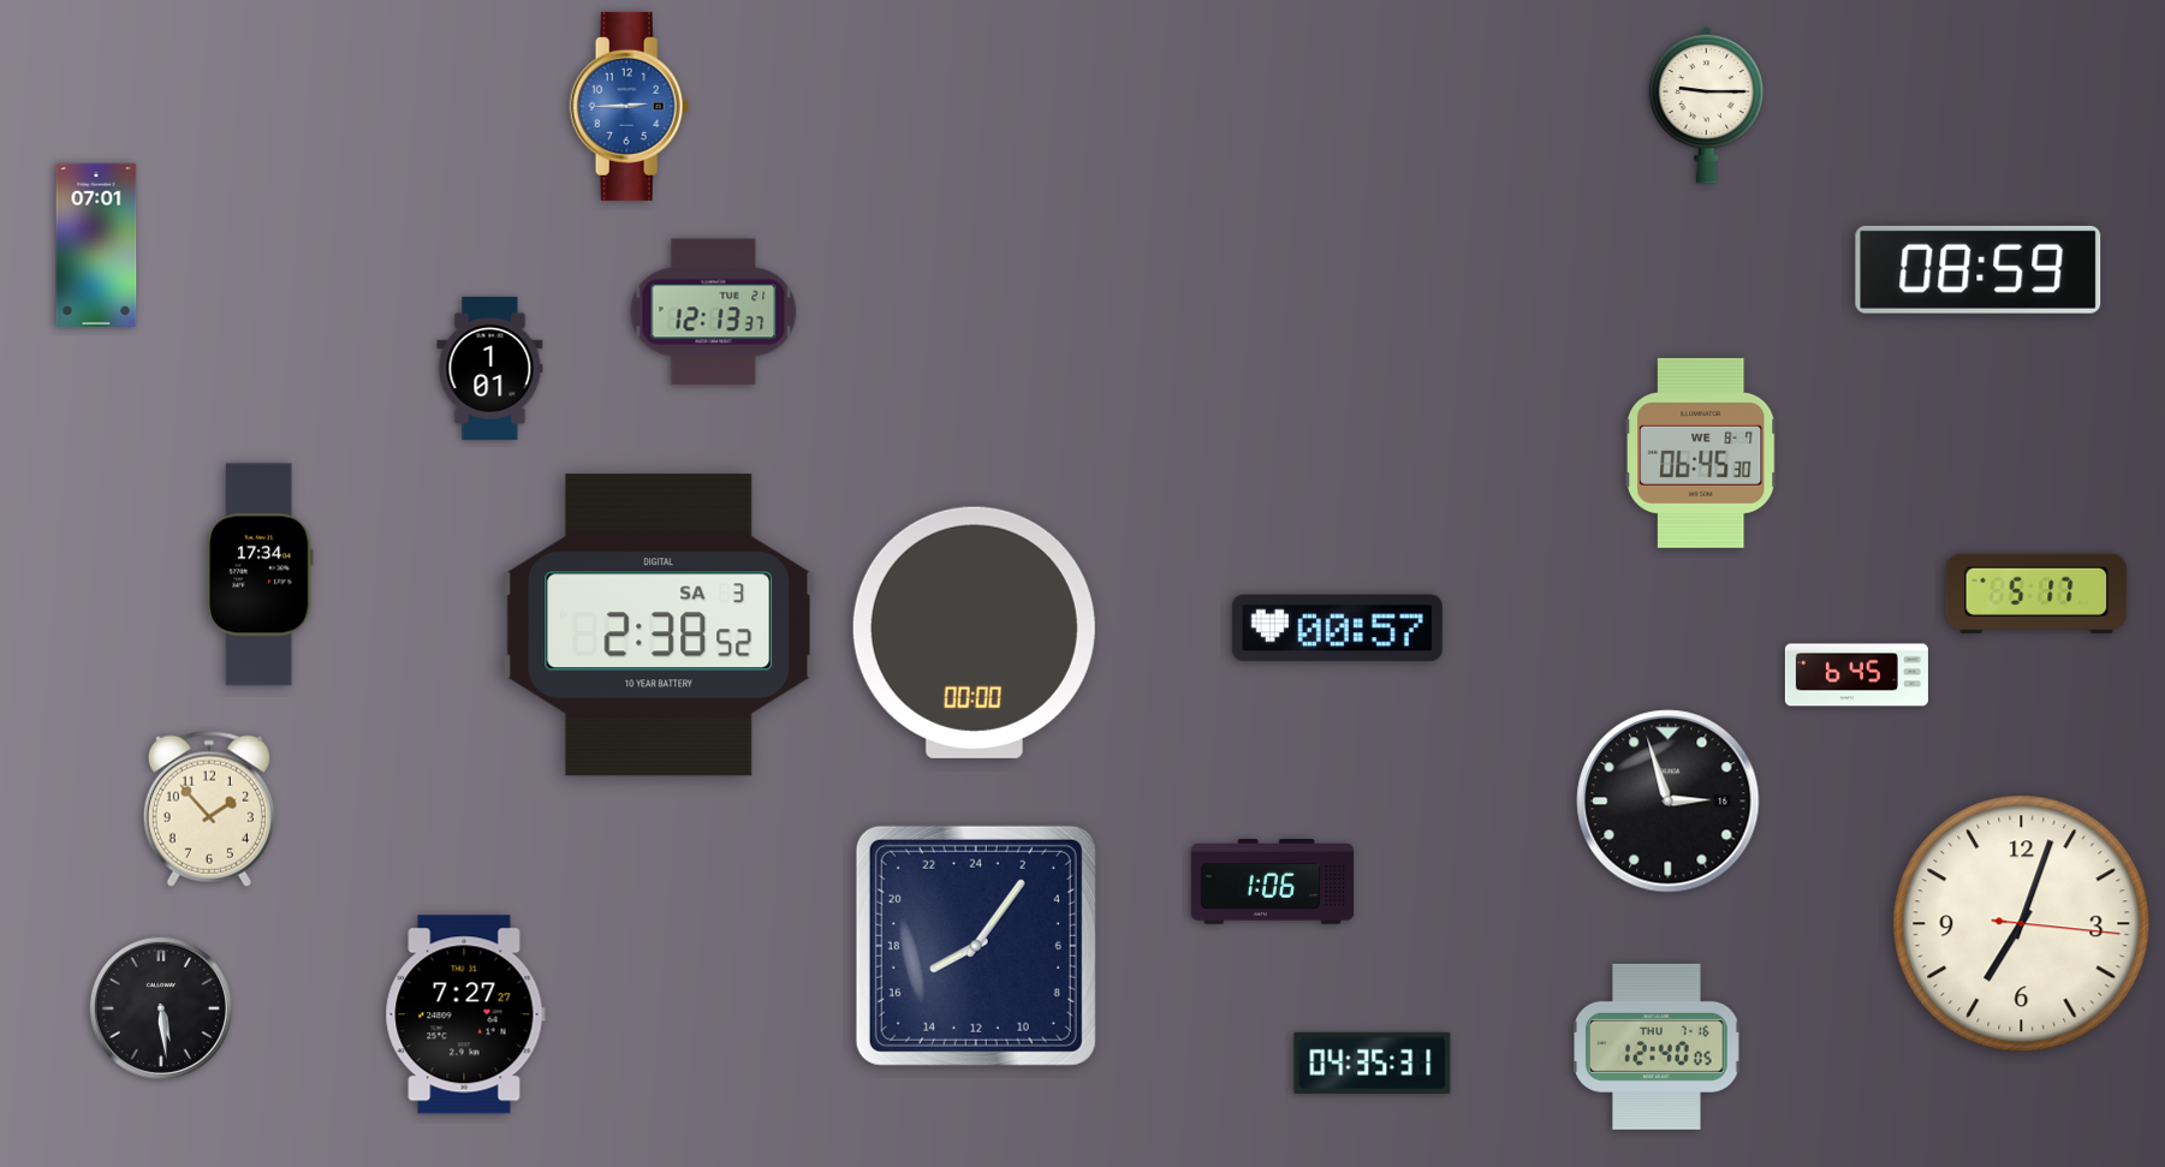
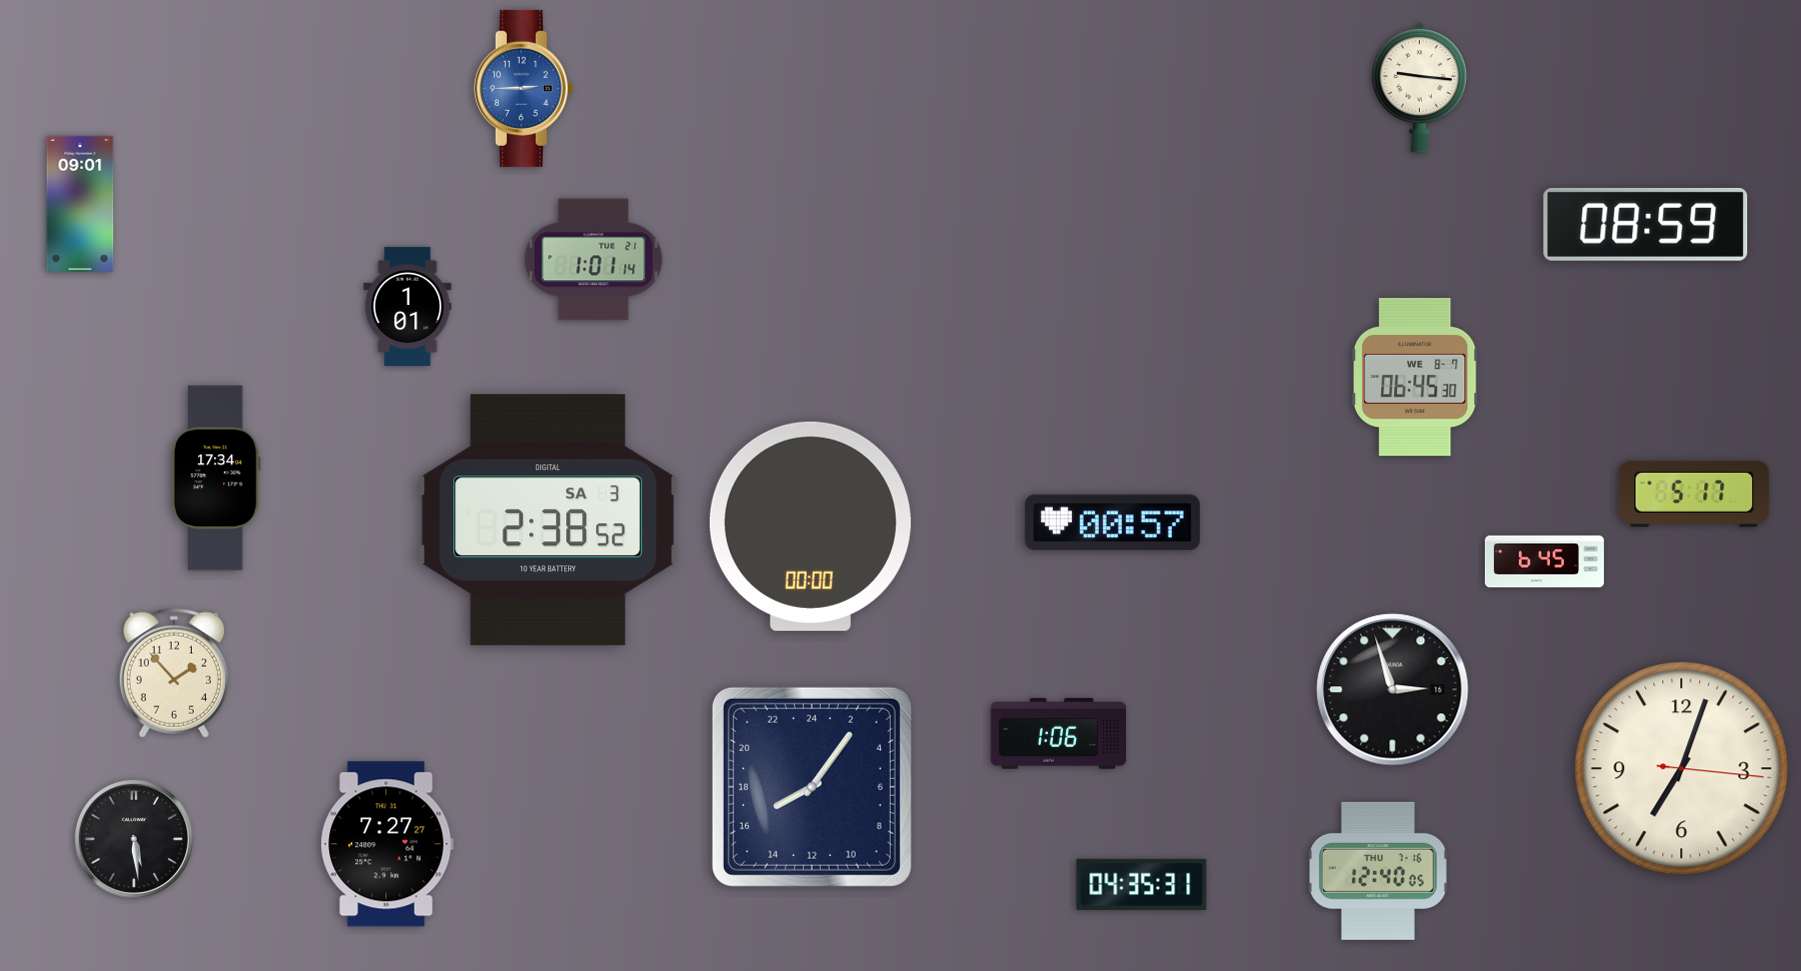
clock at (1707, 105): 9:15 -> 9:16
clock at (96, 245): 07:01 -> 09:01
clock at (714, 312): 12:13 -> 1:01
clock at (1669, 802) position: (1669, 802) -> (1393, 690)
